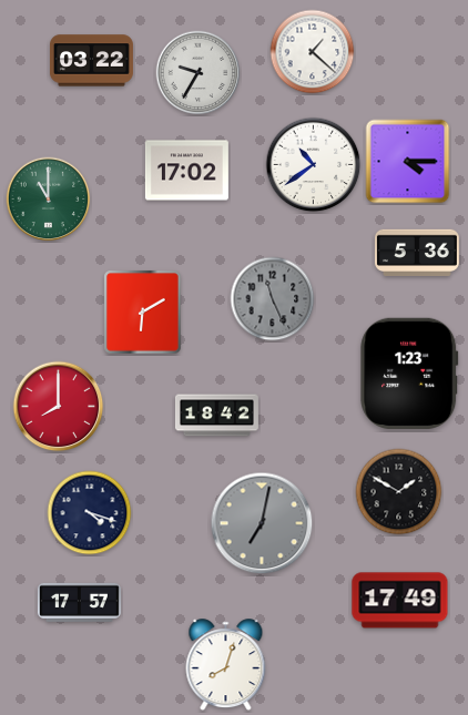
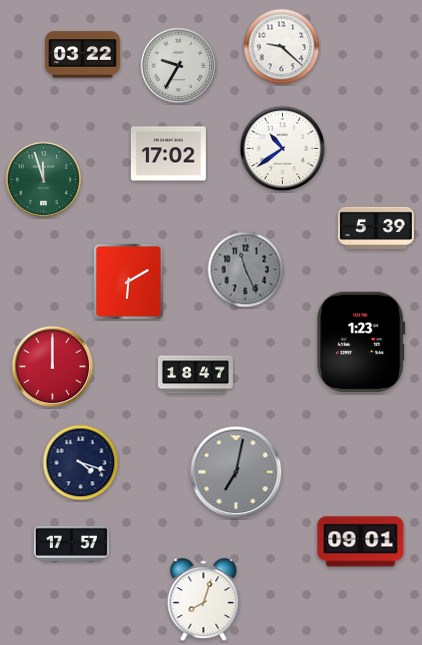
clock at (313, 52): 1:22 -> 9:22
clock at (408, 162): 4:15 -> none
clock at (49, 200): 11:00 -> 11:57
clock at (417, 253): 5:36 -> 5:39
clock at (409, 374) position: (409, 374) -> (361, 342)
clock at (59, 407): 8:00 -> 12:00
clock at (216, 416): 18:42 -> 18:47
clock at (399, 492): 1:50 -> none
clock at (400, 601): 17:49 -> 09:01
